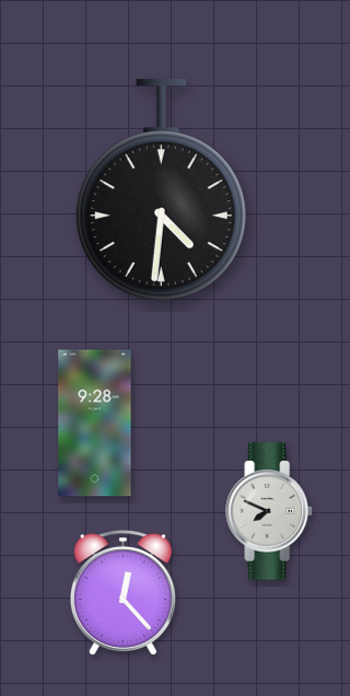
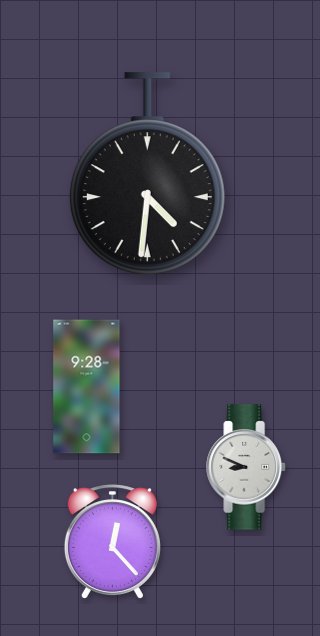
clock at (269, 511): 7:49 -> 8:49
